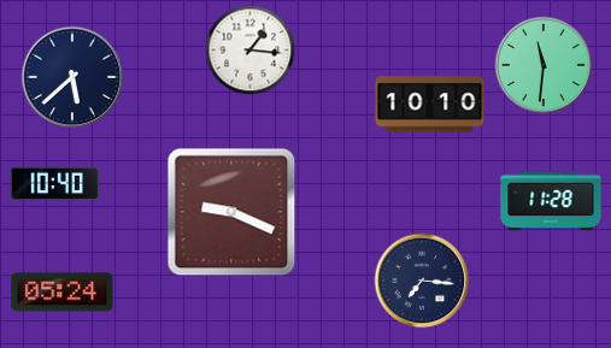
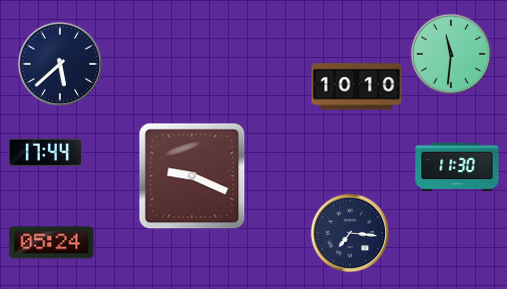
clock at (251, 51): 1:16 -> none
clock at (55, 184): 10:40 -> 17:44
clock at (551, 201): 11:28 -> 11:30
